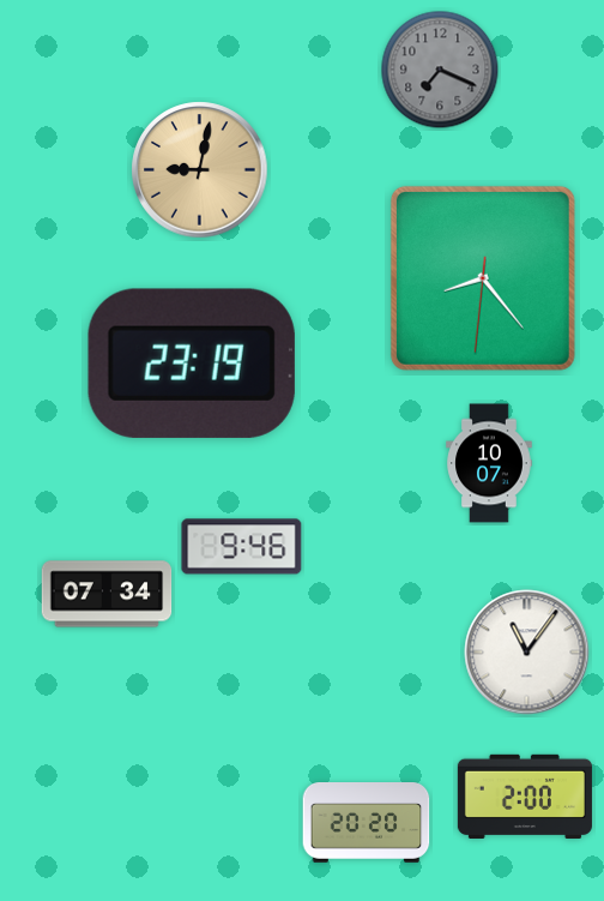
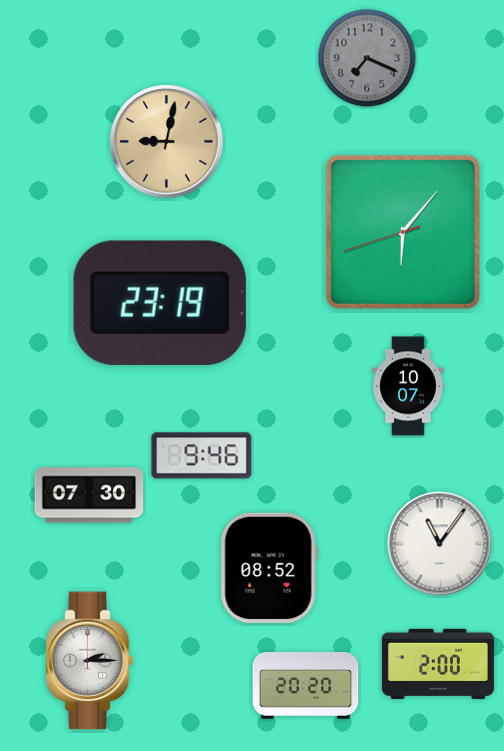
clock at (483, 278): 8:23 -> 6:06
clock at (107, 594): 07:34 -> 07:30
clock at (269, 568): none -> 08:52
clock at (90, 661): none -> 2:15
